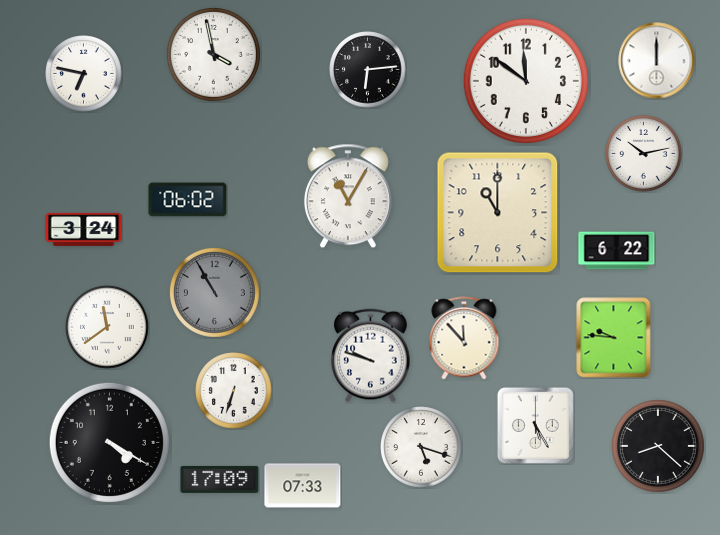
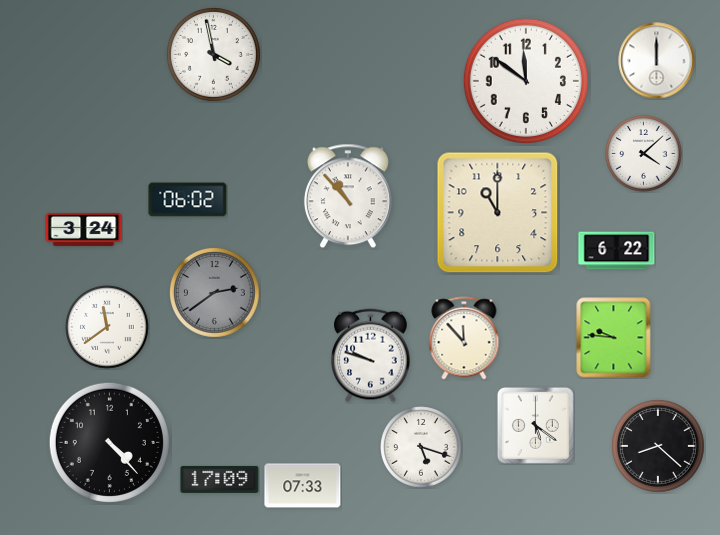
clock at (368, 70): 6:14 -> none
clock at (84, 74): 6:47 -> none
clock at (644, 154): 10:13 -> 4:08
clock at (348, 196): 11:05 -> 10:53
clock at (214, 292): 10:55 -> 2:39
clock at (234, 391): 6:33 -> none
clock at (535, 425): 5:25 -> 5:21
clock at (109, 442): 4:20 -> 4:23
